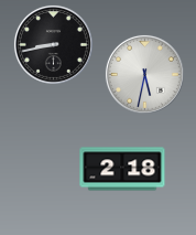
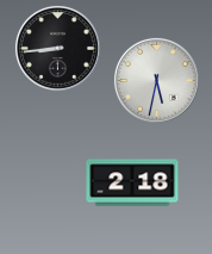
clock at (53, 44): 8:43 -> 8:44
